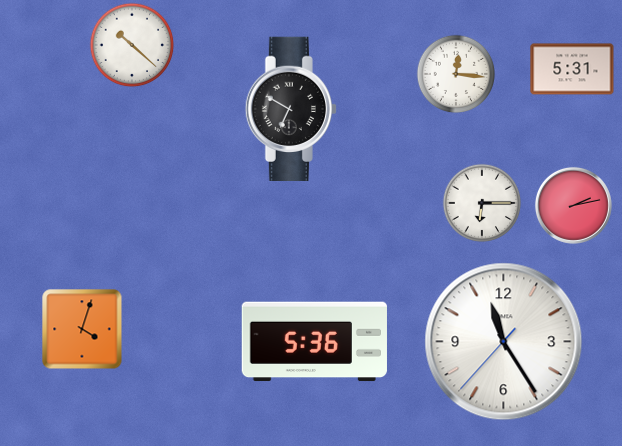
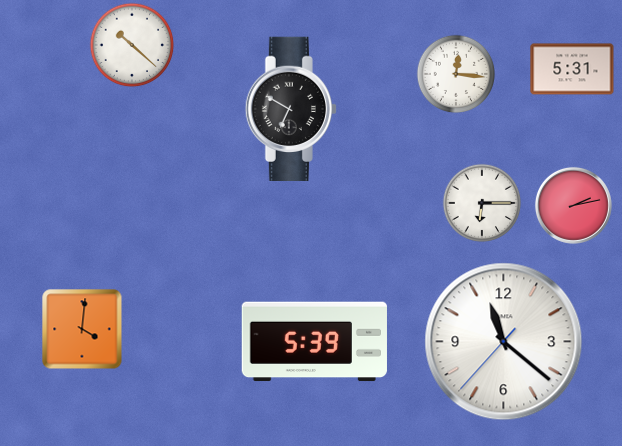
clock at (82, 329): 4:03 -> 4:01
clock at (314, 342): 5:36 -> 5:39
clock at (504, 342): 11:24 -> 11:21
